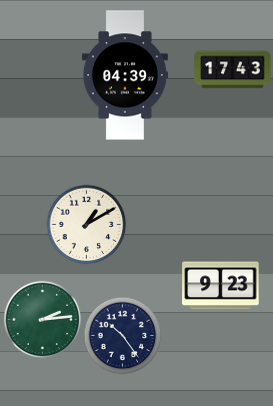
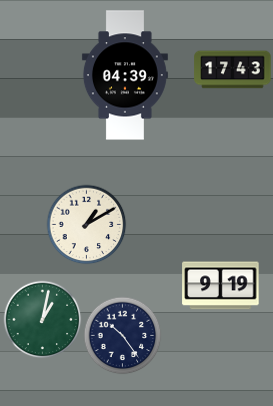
clock at (221, 286): 9:23 -> 9:19
clock at (42, 319): 2:14 -> 1:02
